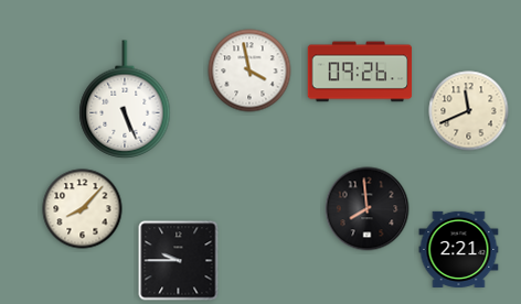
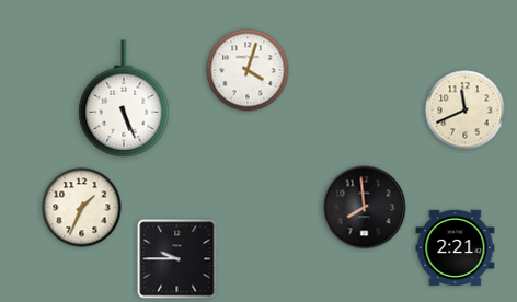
clock at (249, 70): 3:58 -> 4:03
clock at (360, 72): 09:26 -> none
clock at (83, 209): 8:07 -> 1:34
